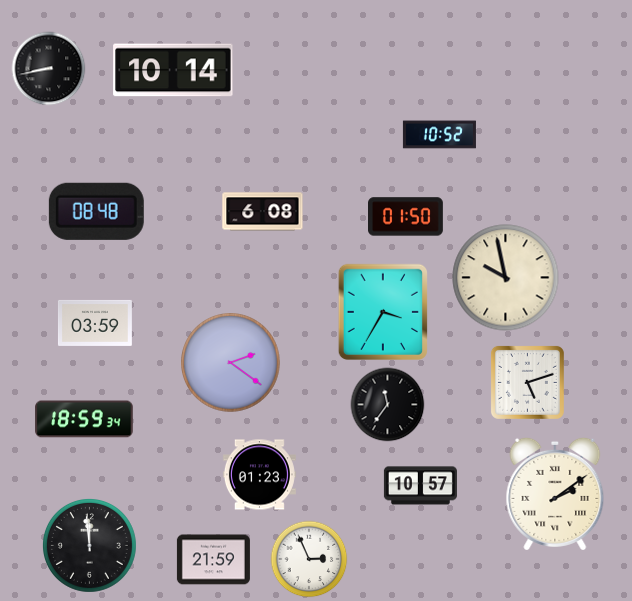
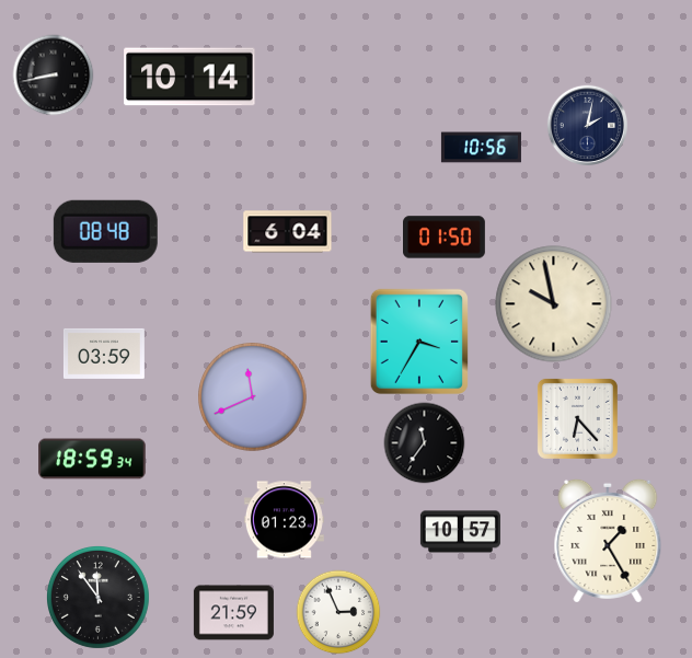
clock at (588, 126): none -> 2:02
clock at (439, 135): 10:52 -> 10:56
clock at (263, 212): 6:08 -> 6:04
clock at (231, 363): 2:21 -> 11:41
clock at (527, 382): 5:12 -> 6:23
clock at (555, 494): 2:09 -> 1:25
clock at (89, 545): 11:59 -> 11:54
